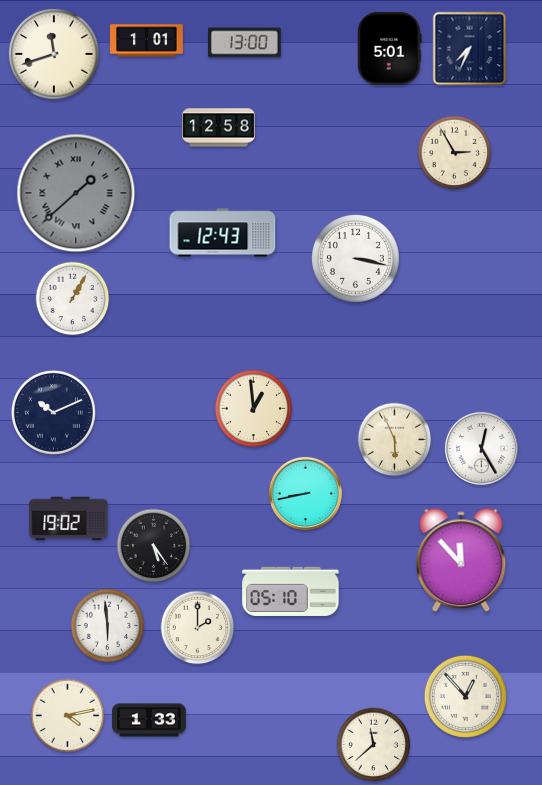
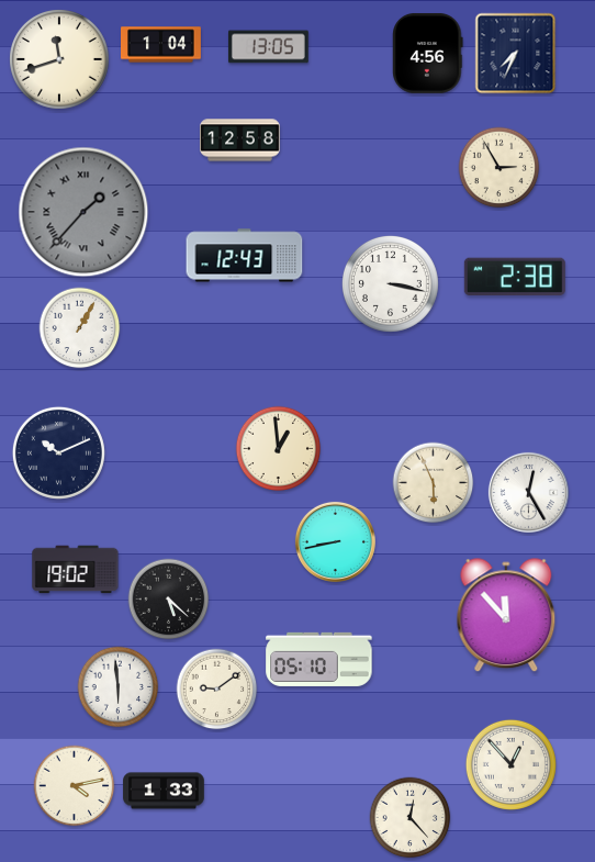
clock at (147, 41): 1:01 -> 1:04
clock at (244, 43): 13:00 -> 13:05
clock at (390, 48): 5:01 -> 4:56
clock at (76, 193): 1:38 -> 1:37
clock at (515, 276): none -> 2:38
clock at (154, 546): 5:24 -> 5:22
clock at (291, 591) position: (291, 591) -> (319, 659)
clock at (198, 628): 2:00 -> 9:09
clock at (374, 745): 11:38 -> 12:23
